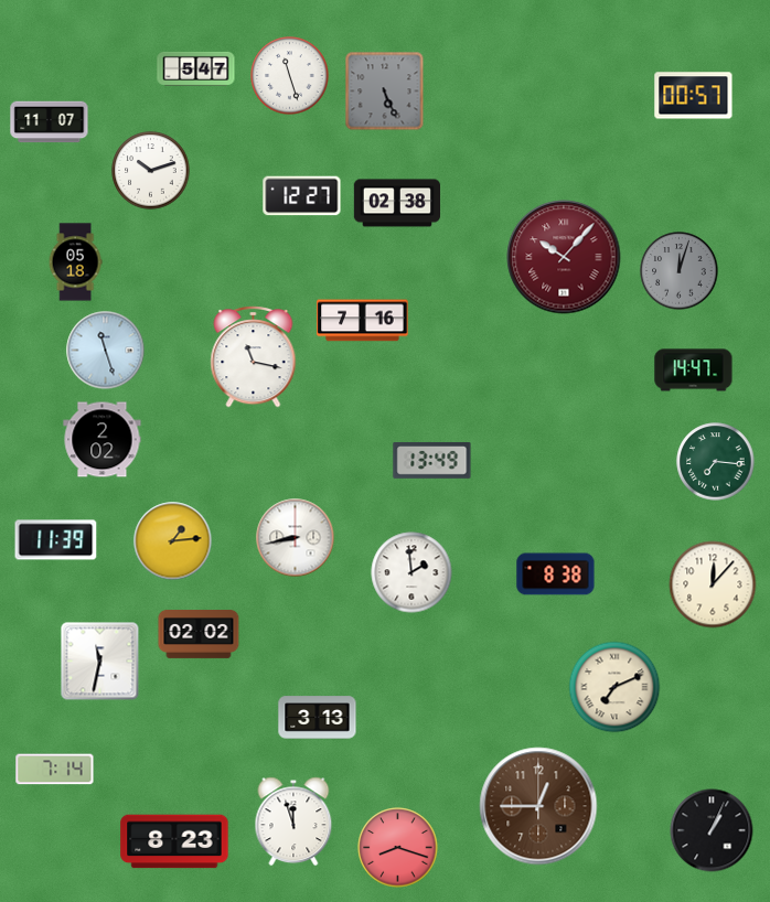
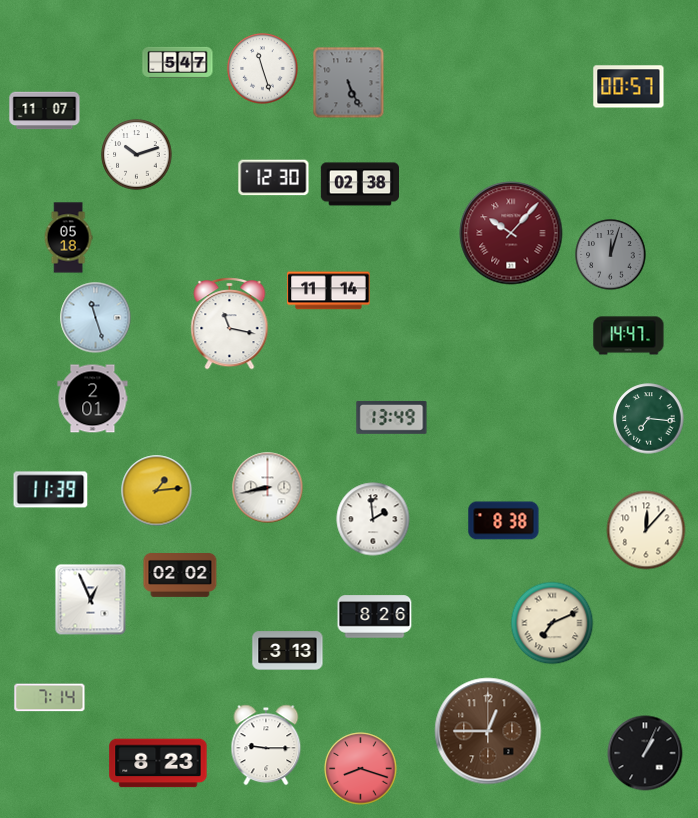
clock at (302, 196): 12:27 -> 12:30
clock at (680, 271) position: (680, 271) -> (611, 255)
clock at (363, 321): 7:16 -> 11:14
clock at (103, 440): 2:02 -> 2:01
clock at (100, 662): 11:32 -> 12:56
clock at (375, 617): none -> 8:26
clock at (614, 687) position: (614, 687) -> (552, 623)
clock at (293, 822): 11:57 -> 9:15
